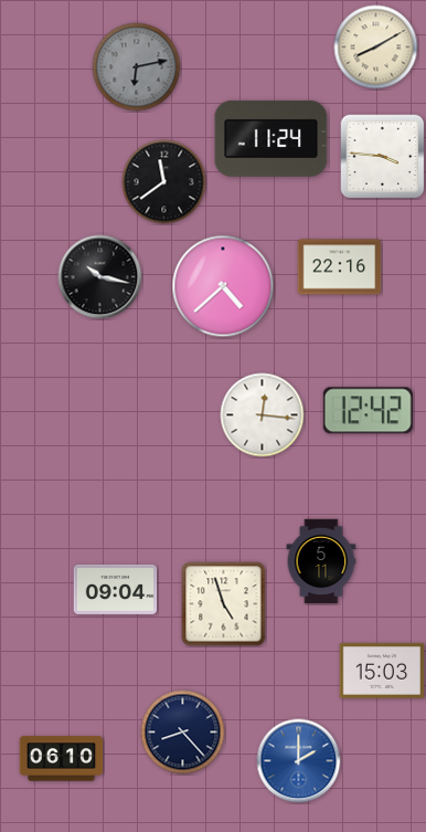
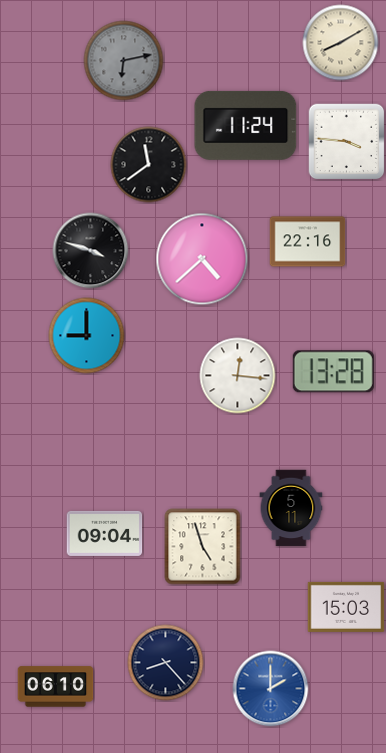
clock at (100, 277): 10:17 -> 3:48
clock at (87, 336): none -> 9:00
clock at (368, 411): 12:42 -> 13:28
